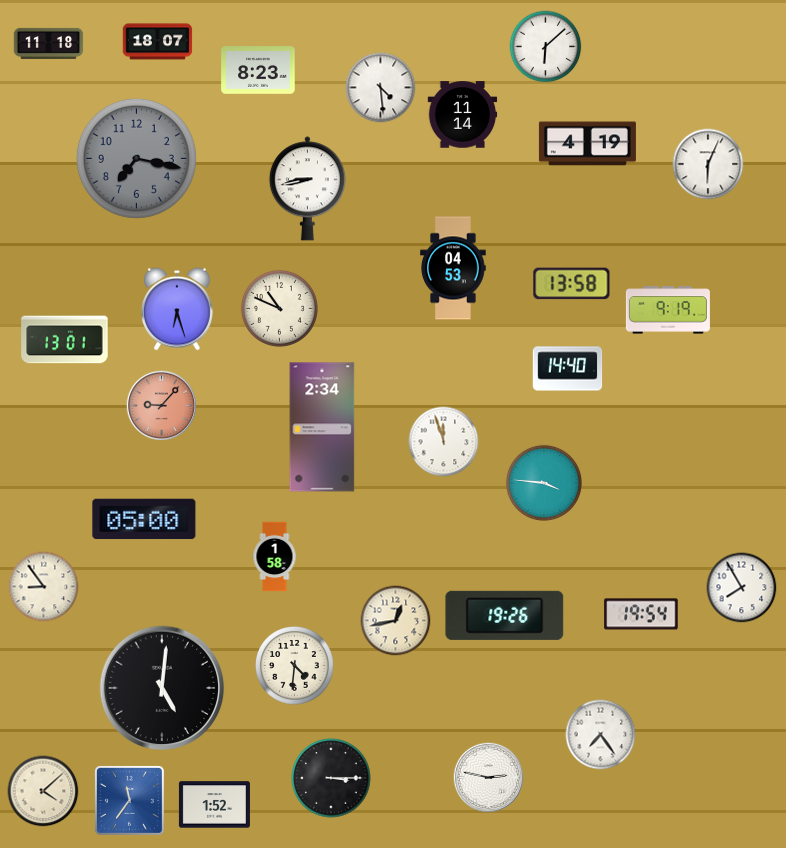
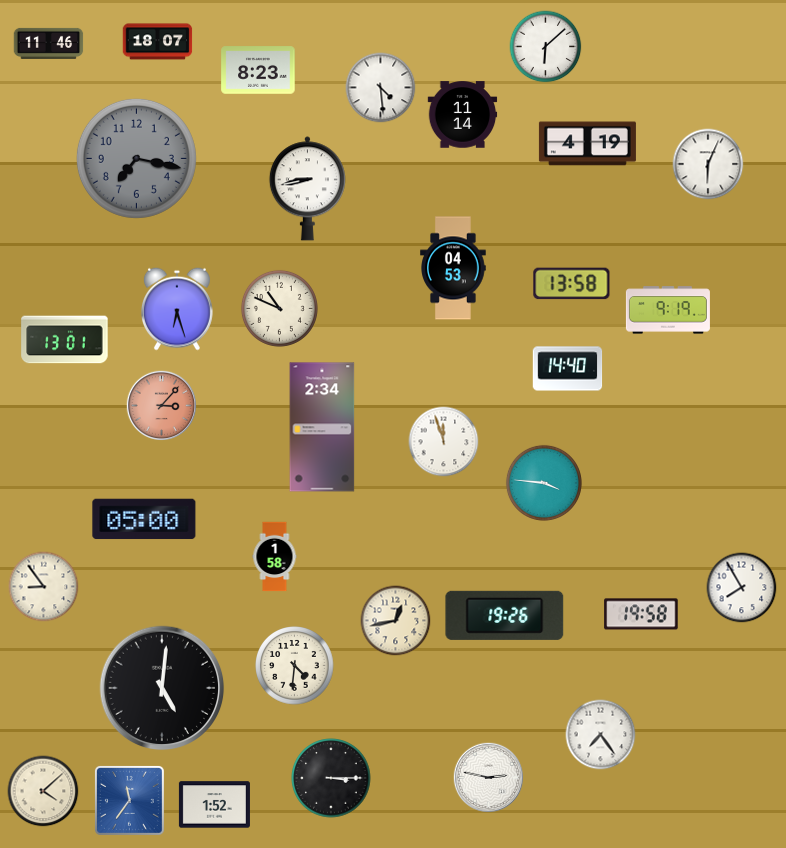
clock at (49, 43): 11:18 -> 11:46
clock at (161, 405): 9:07 -> 3:07
clock at (641, 614): 19:54 -> 19:58
